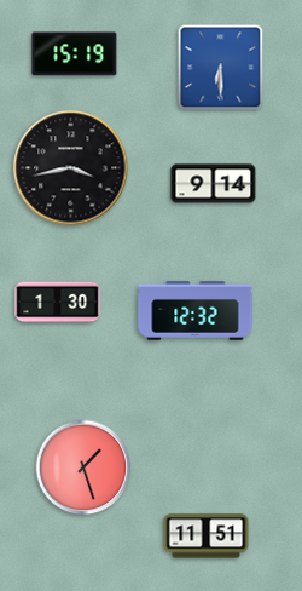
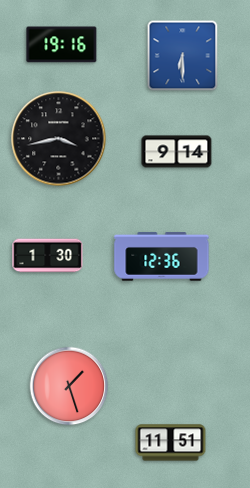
clock at (75, 54): 15:19 -> 19:16
clock at (58, 303) position: (58, 303) -> (48, 256)
clock at (196, 311): 12:32 -> 12:36
